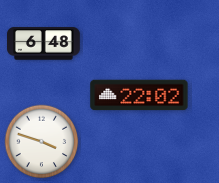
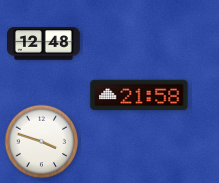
clock at (44, 44): 6:48 -> 12:48
clock at (139, 95): 22:02 -> 21:58
